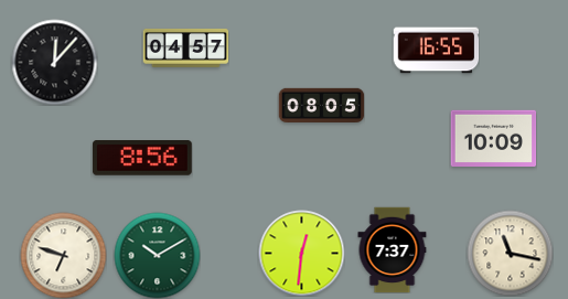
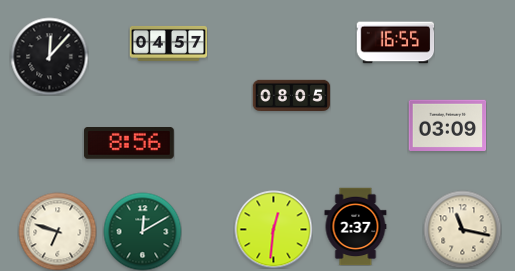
clock at (436, 51) position: (436, 51) -> (395, 43)
clock at (493, 138): 10:09 -> 03:09
clock at (393, 249): 7:37 -> 2:37
clock at (157, 255): 10:10 -> 12:10
